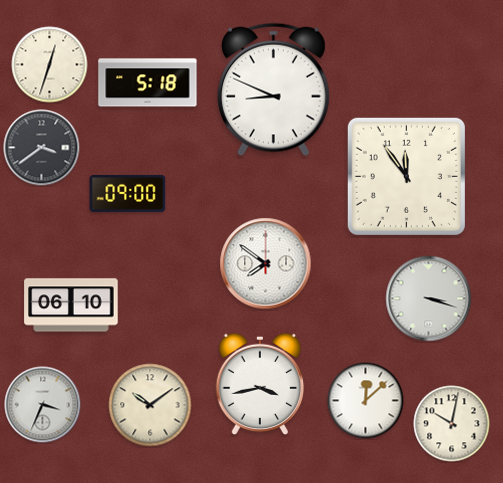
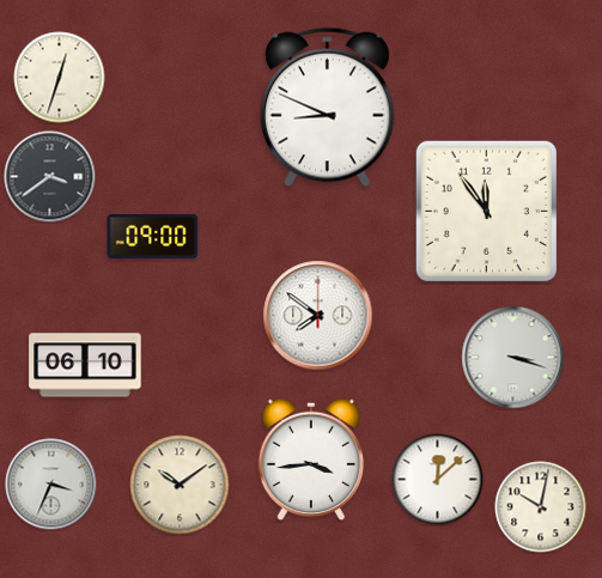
clock at (148, 83): 5:18 -> none
clock at (128, 193) position: (128, 193) -> (153, 236)
clock at (260, 384): 3:43 -> 3:44
